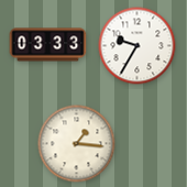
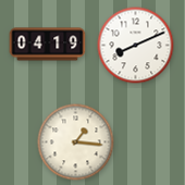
clock at (48, 45): 03:33 -> 04:19
clock at (137, 46): 9:35 -> 8:11
